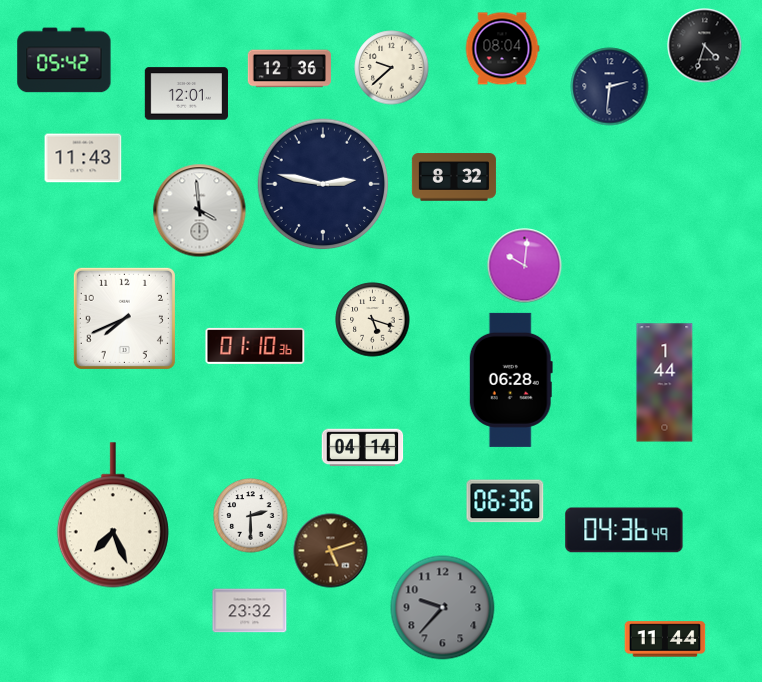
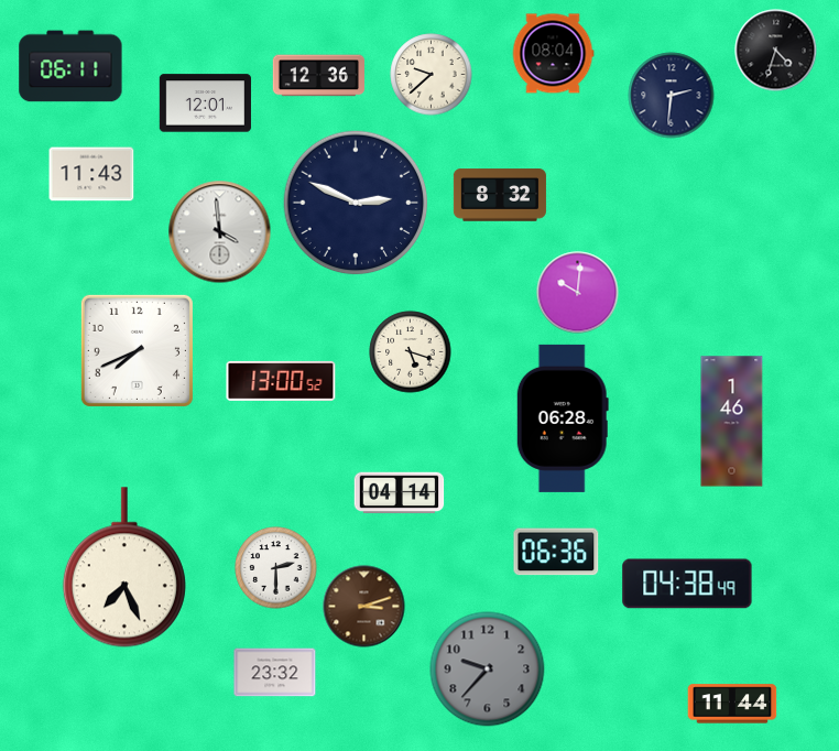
clock at (64, 60): 05:42 -> 06:11
clock at (323, 184): 2:47 -> 2:49
clock at (255, 346): 01:10 -> 13:00
clock at (665, 383): 1:44 -> 1:46
clock at (624, 530): 04:36 -> 04:38
clock at (331, 551): 5:12 -> 3:12
